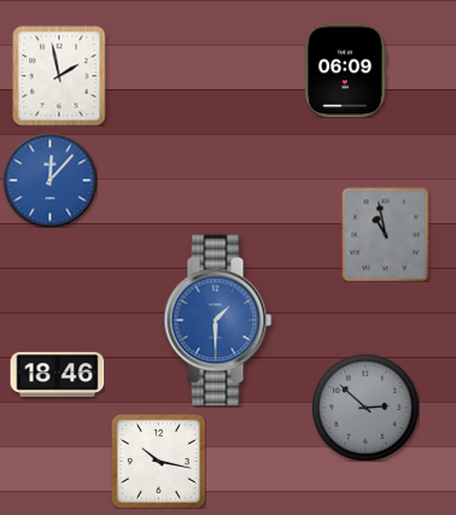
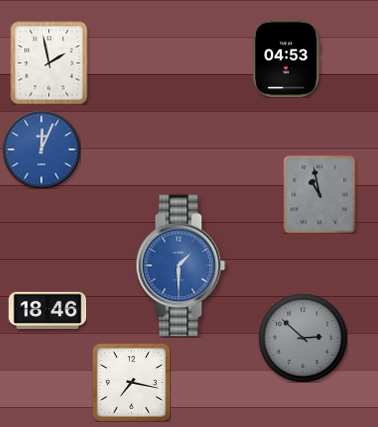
clock at (346, 70): 06:09 -> 04:53
clock at (49, 180): 12:07 -> 12:04
clock at (158, 461): 10:17 -> 7:17
